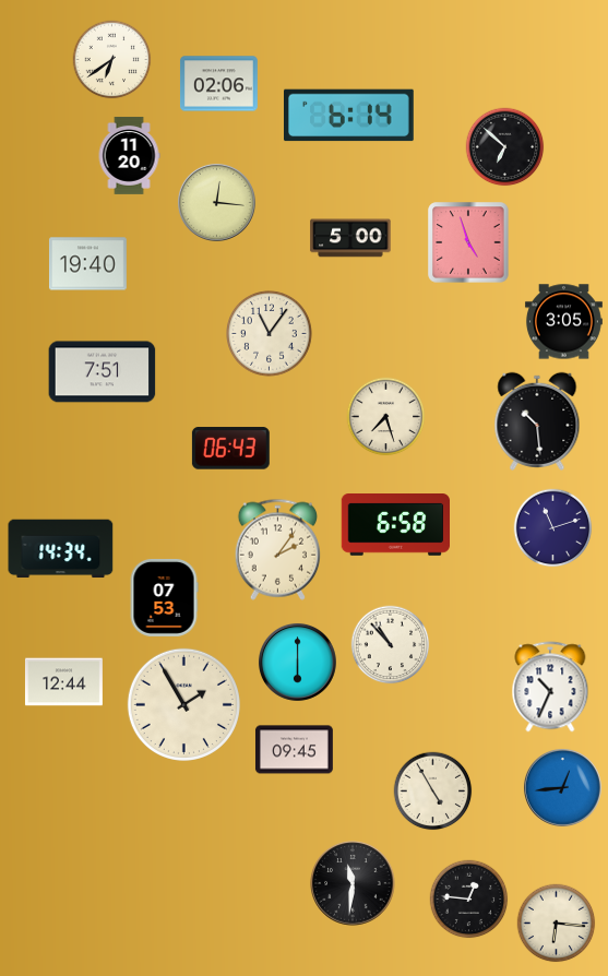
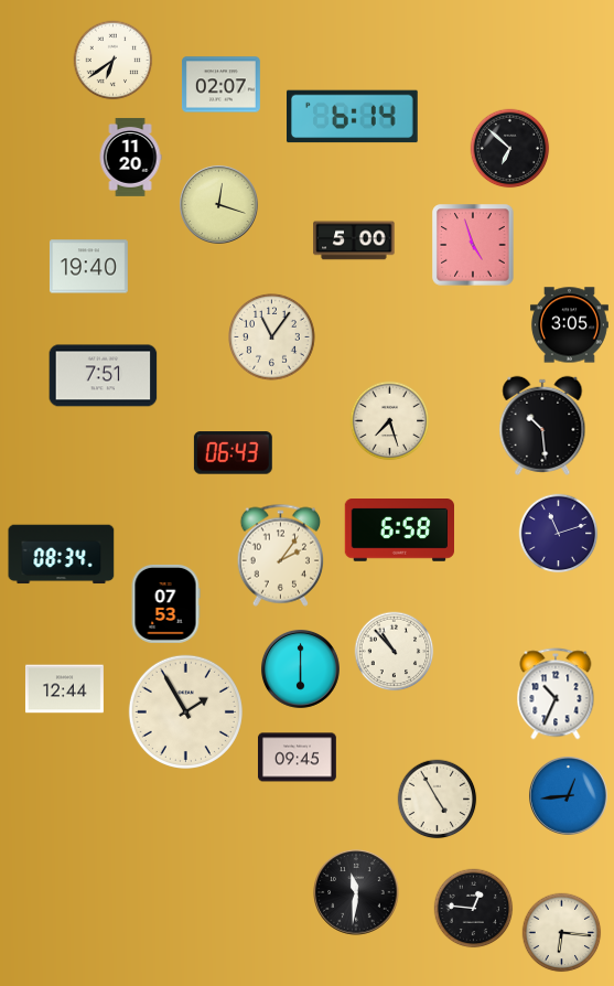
clock at (218, 84): 02:06 -> 02:07
clock at (216, 202): 12:16 -> 12:18
clock at (61, 549): 14:34 -> 08:34
